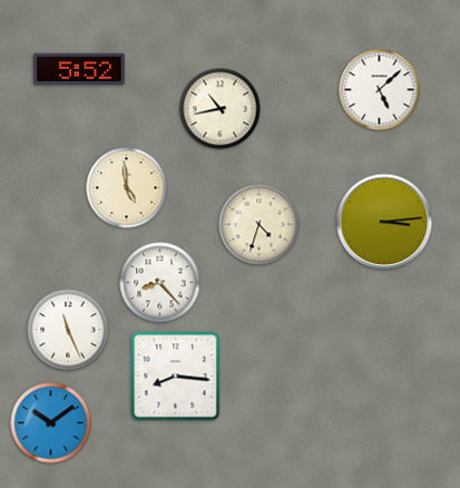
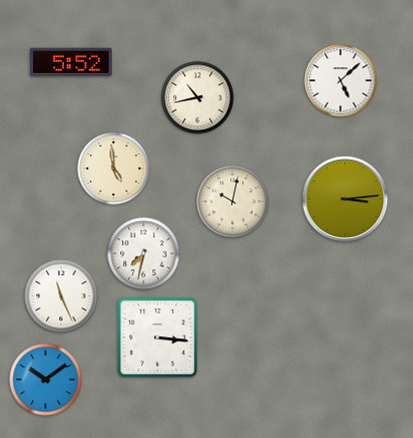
clock at (260, 225): 4:33 -> 10:02
clock at (160, 283): 8:23 -> 7:32
clock at (176, 377): 8:16 -> 3:16
